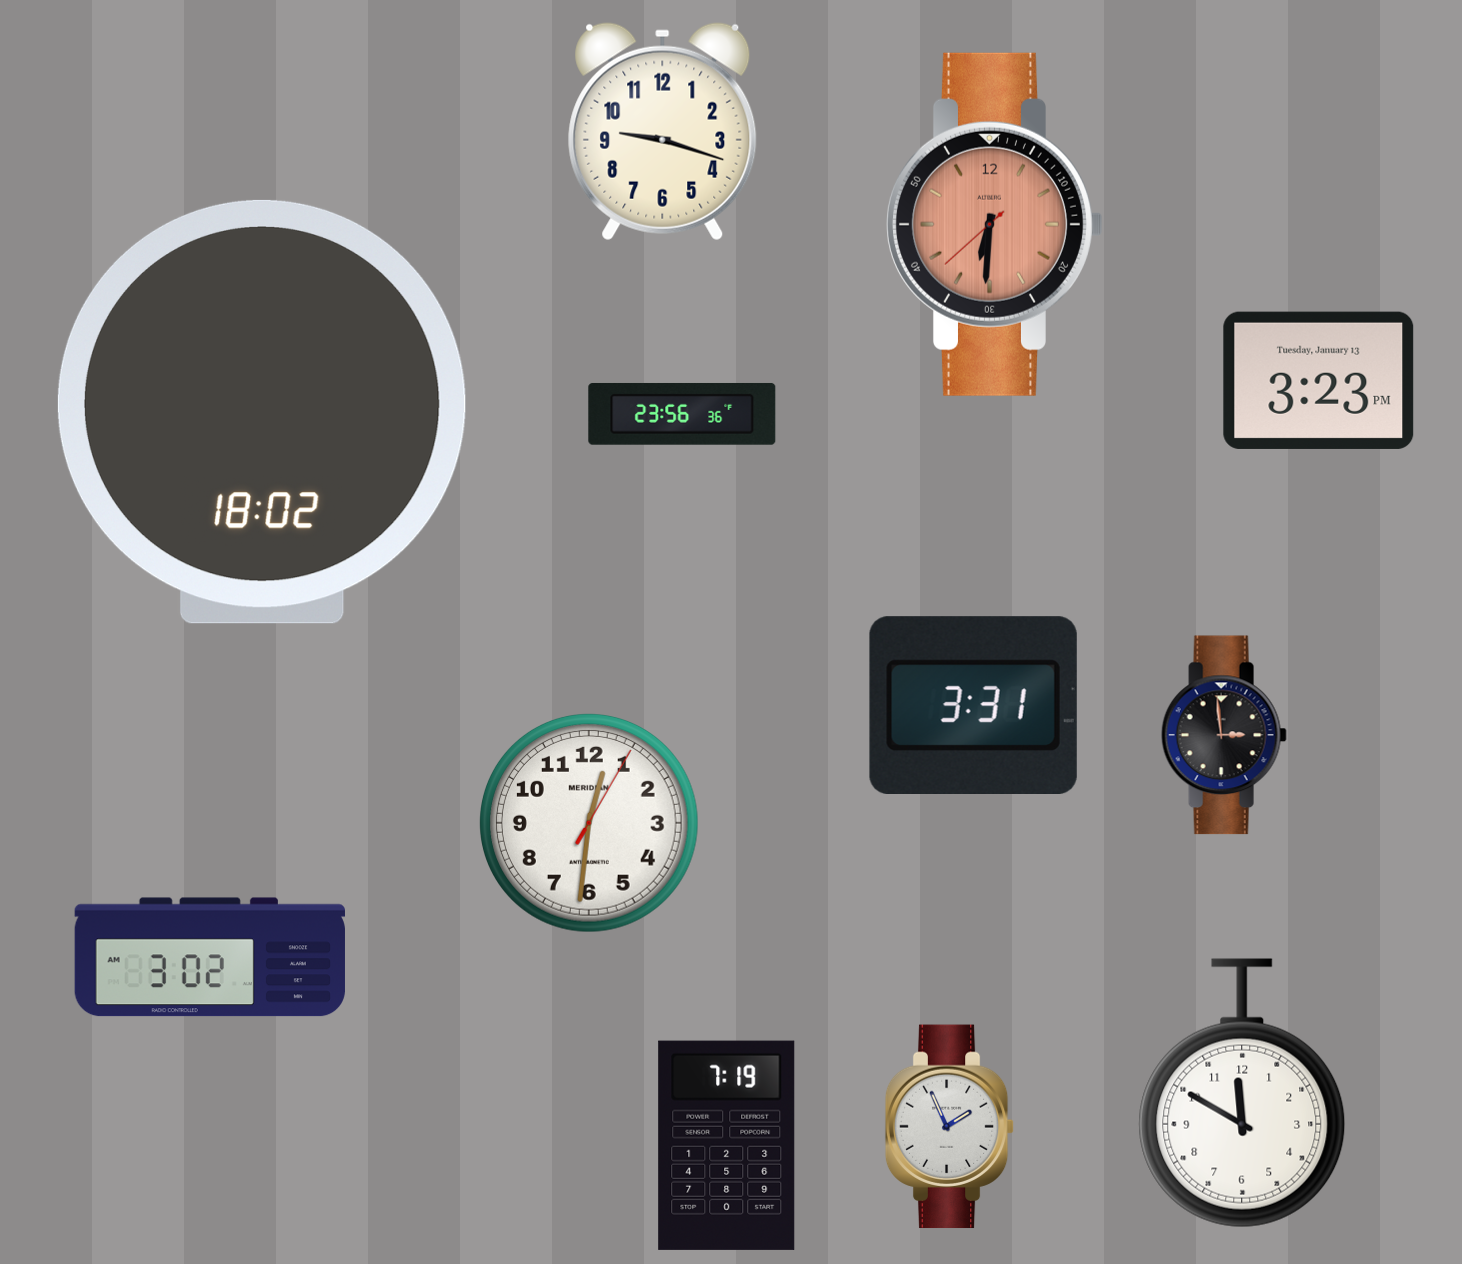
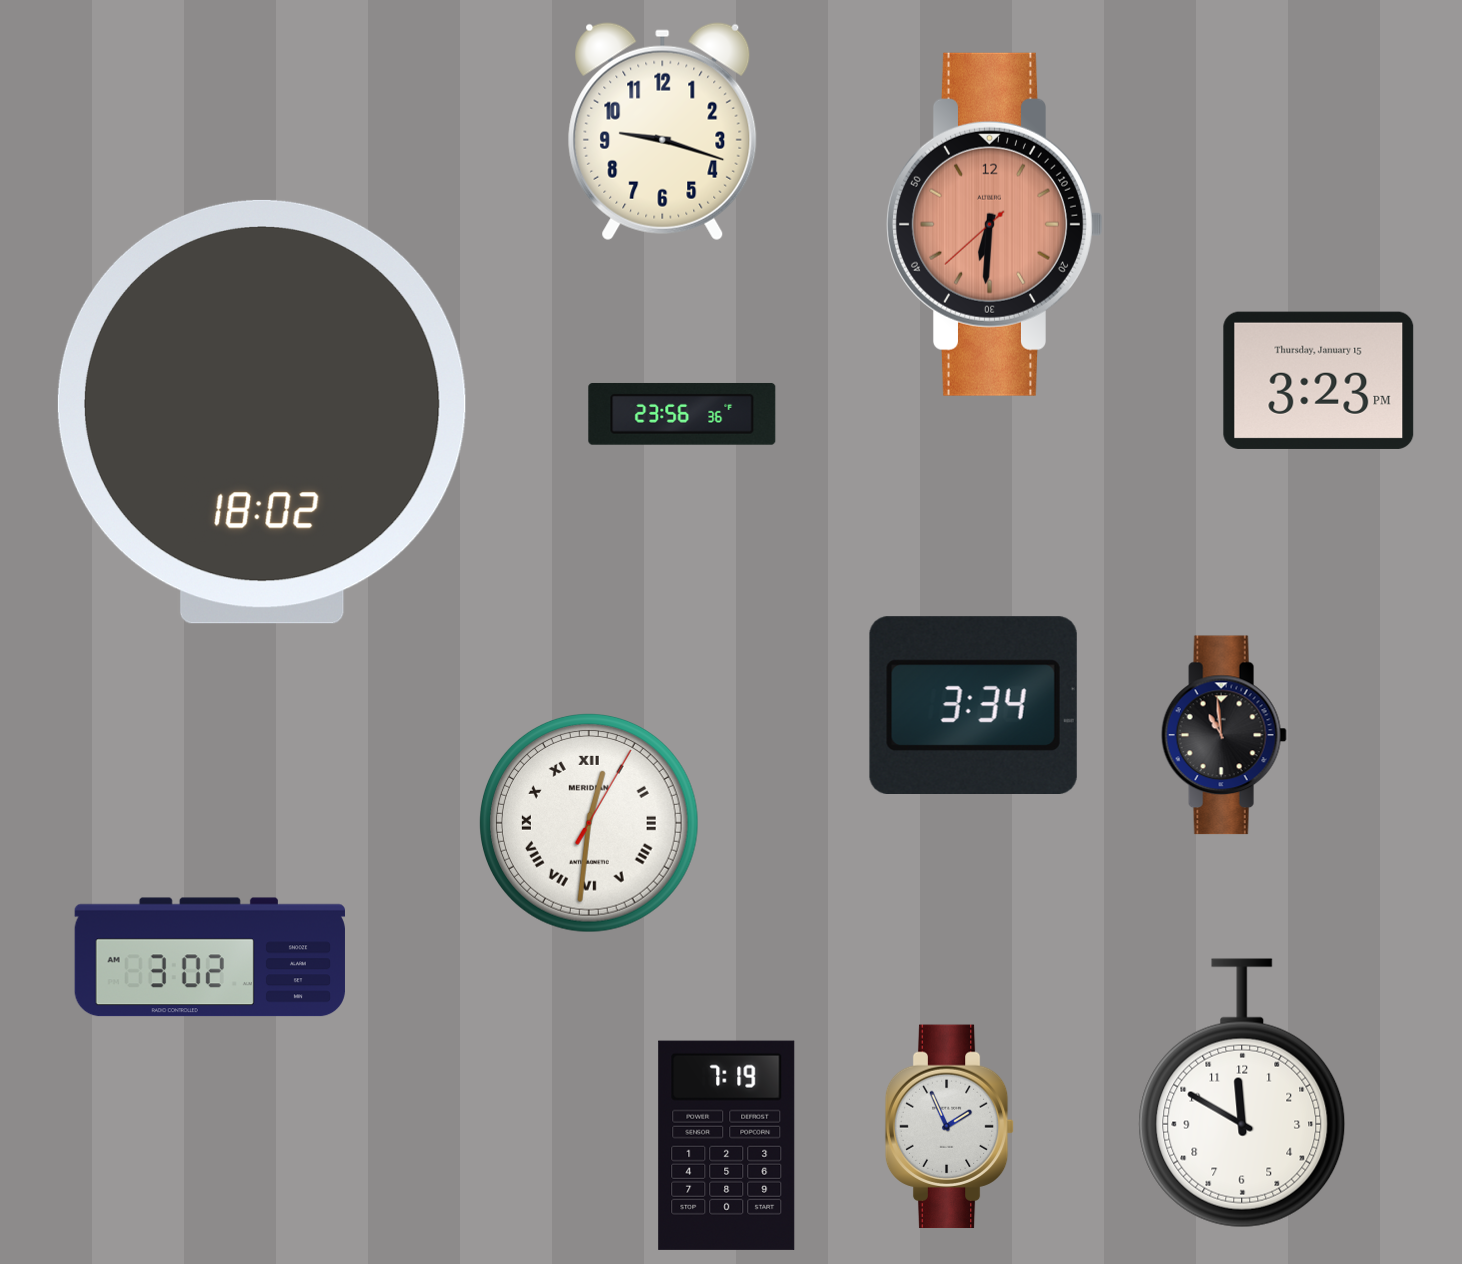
clock at (1319, 380) date: Tuesday, January 13 -> Thursday, January 15
clock at (973, 705): 3:31 -> 3:34
clock at (1224, 735): 2:59 -> 10:59
clock at (590, 824) numerals: Arabic -> Roman
